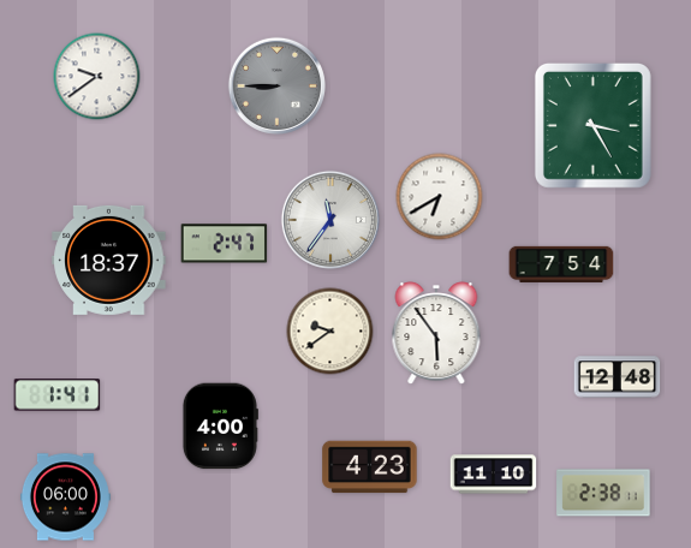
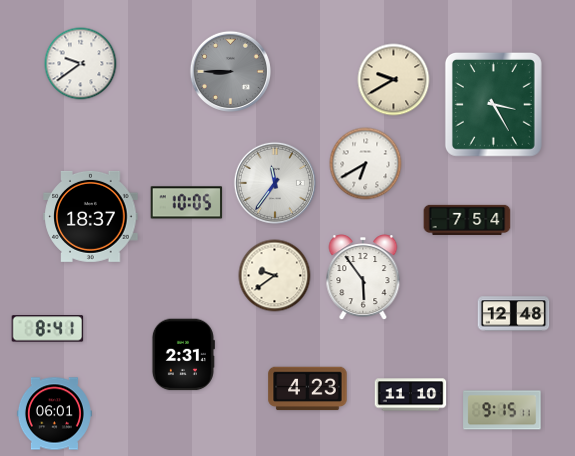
clock at (394, 80): none -> 9:40
clock at (225, 244): 2:47 -> 10:05
clock at (58, 395): 1:41 -> 8:41
clock at (220, 427): 4:00 -> 2:31
clock at (603, 493): 2:38 -> 9:15
clock at (65, 498): 06:00 -> 06:01
